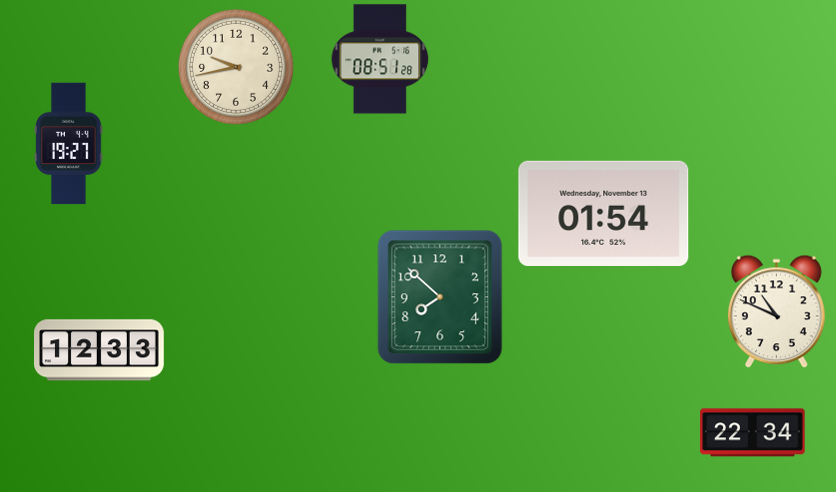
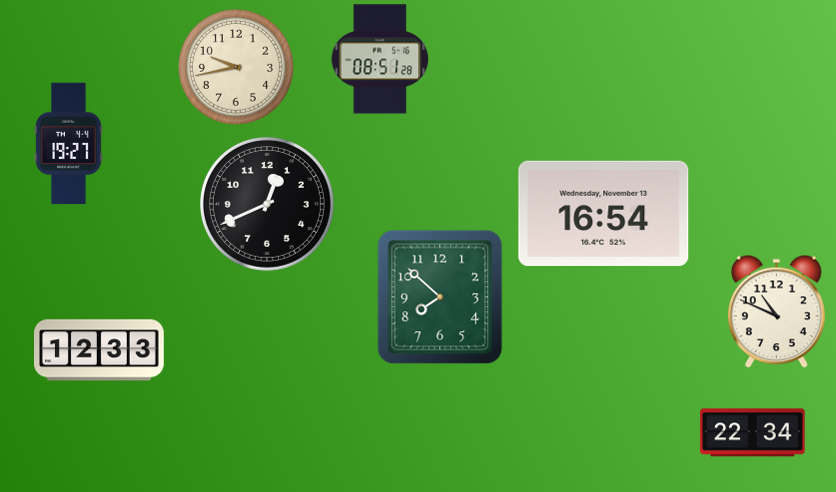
clock at (267, 204): none -> 12:41
clock at (604, 213): 01:54 -> 16:54
